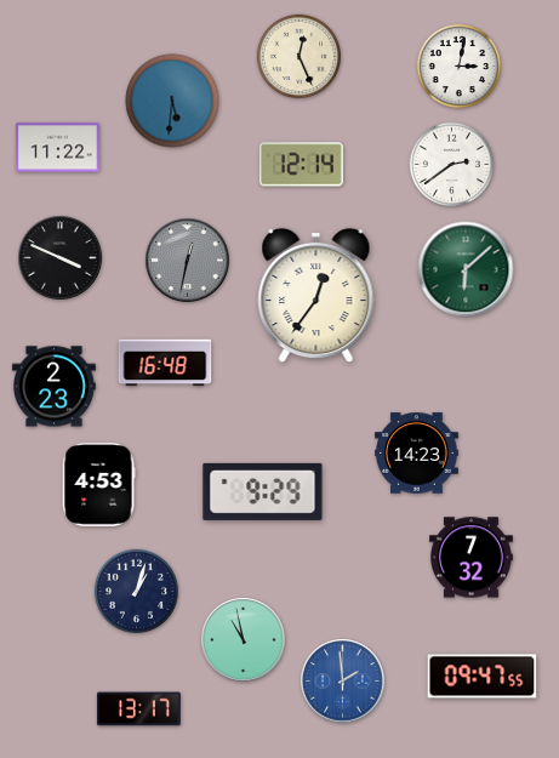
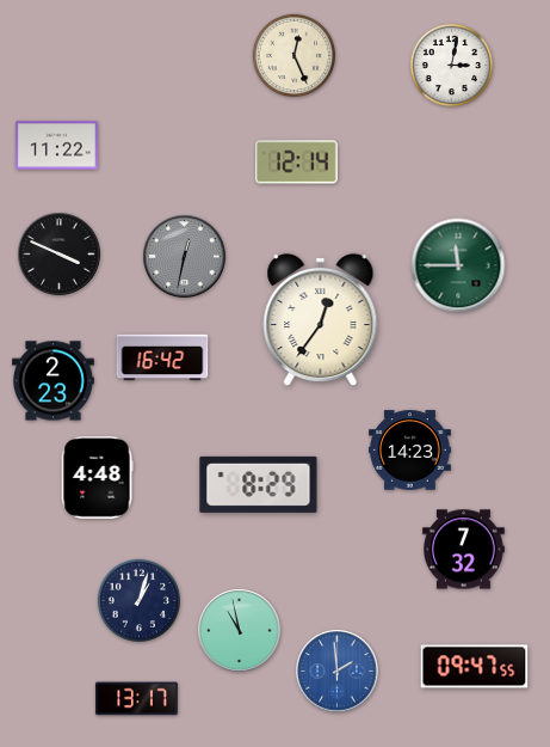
clock at (172, 101): 5:31 -> none
clock at (451, 164): 2:39 -> none
clock at (466, 269): 6:08 -> 11:45
clock at (316, 296) position: (316, 296) -> (321, 320)
clock at (165, 363): 16:48 -> 16:42
clock at (417, 454) position: (417, 454) -> (410, 451)
clock at (98, 484): 4:53 -> 4:48
clock at (263, 491): 9:29 -> 8:29
clock at (136, 591) position: (136, 591) -> (138, 600)
